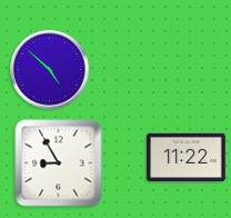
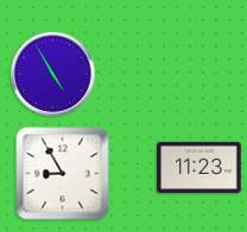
clock at (50, 70): 4:52 -> 4:55
clock at (187, 157): 11:22 -> 11:23
